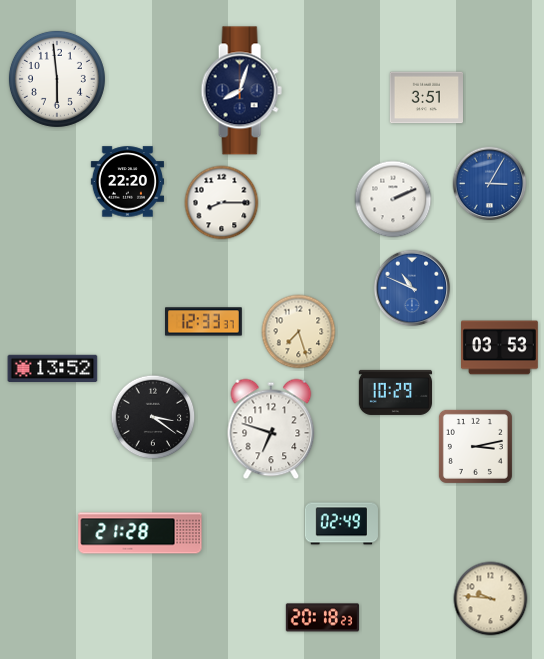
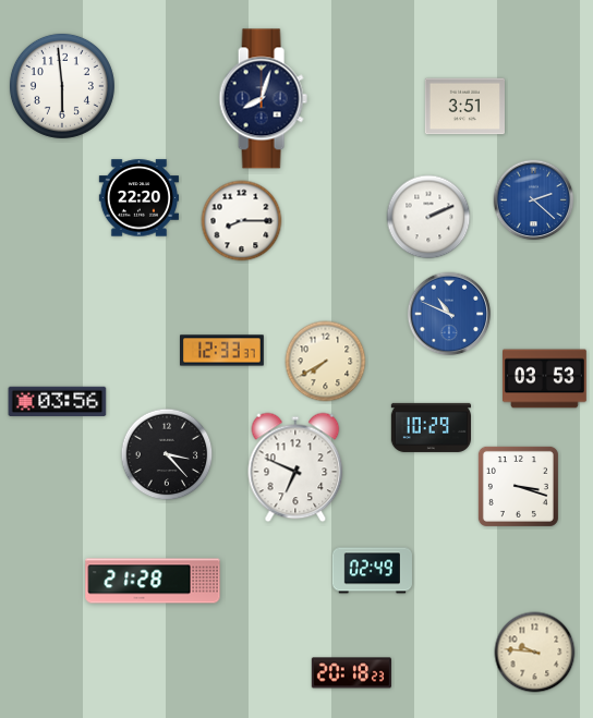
clock at (490, 184): 3:05 -> 2:22
clock at (299, 332): 7:27 -> 7:40
clock at (53, 368): 13:52 -> 03:56
clock at (153, 417): 3:21 -> 3:23
clock at (271, 429): 6:48 -> 6:49
clock at (475, 446): 3:13 -> 3:18
